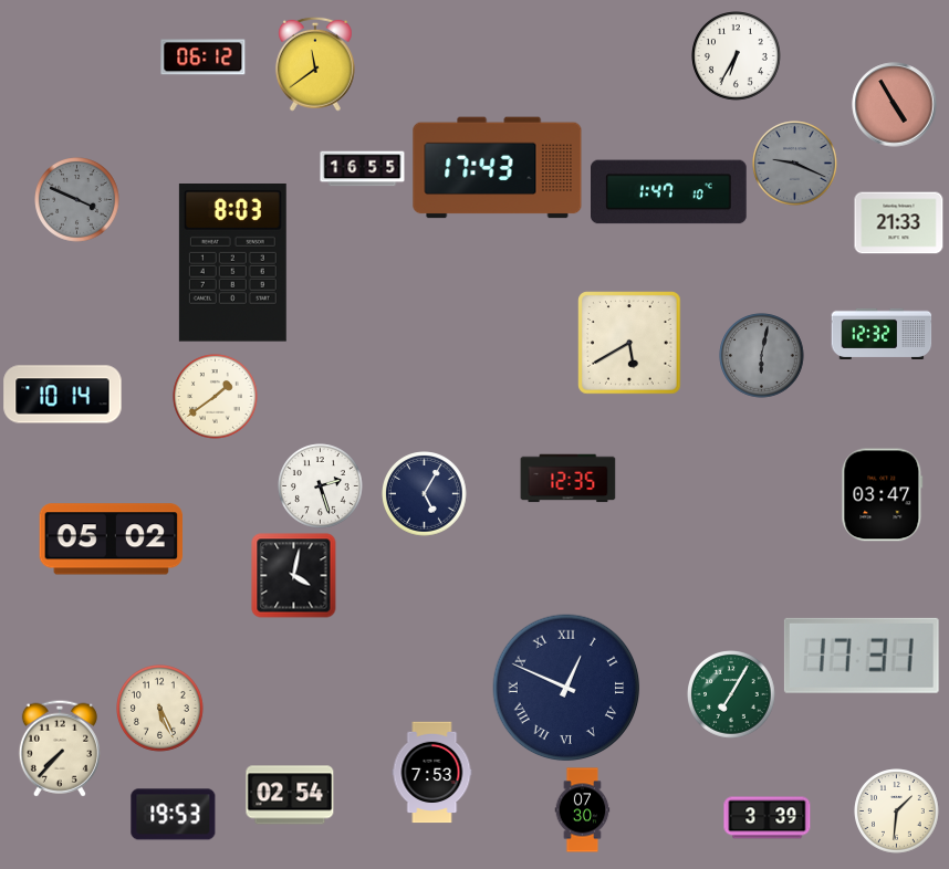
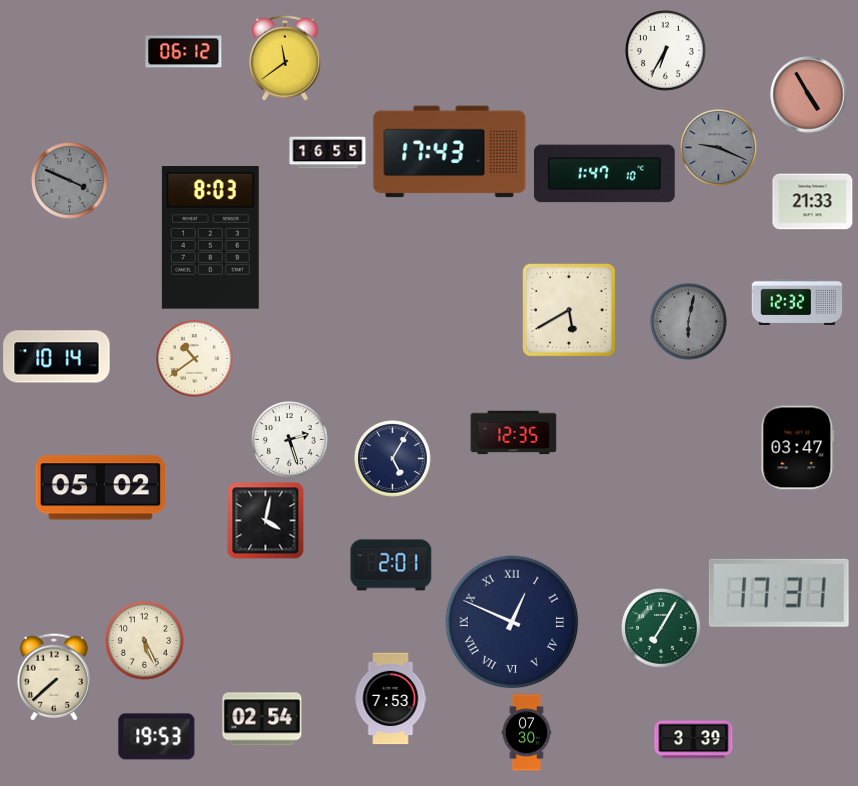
clock at (216, 397): 1:39 -> 10:39
clock at (425, 494) position: (425, 494) -> (393, 459)
clock at (391, 565): none -> 2:01
clock at (60, 748): 7:37 -> 7:38
clock at (897, 812): 1:31 -> none
